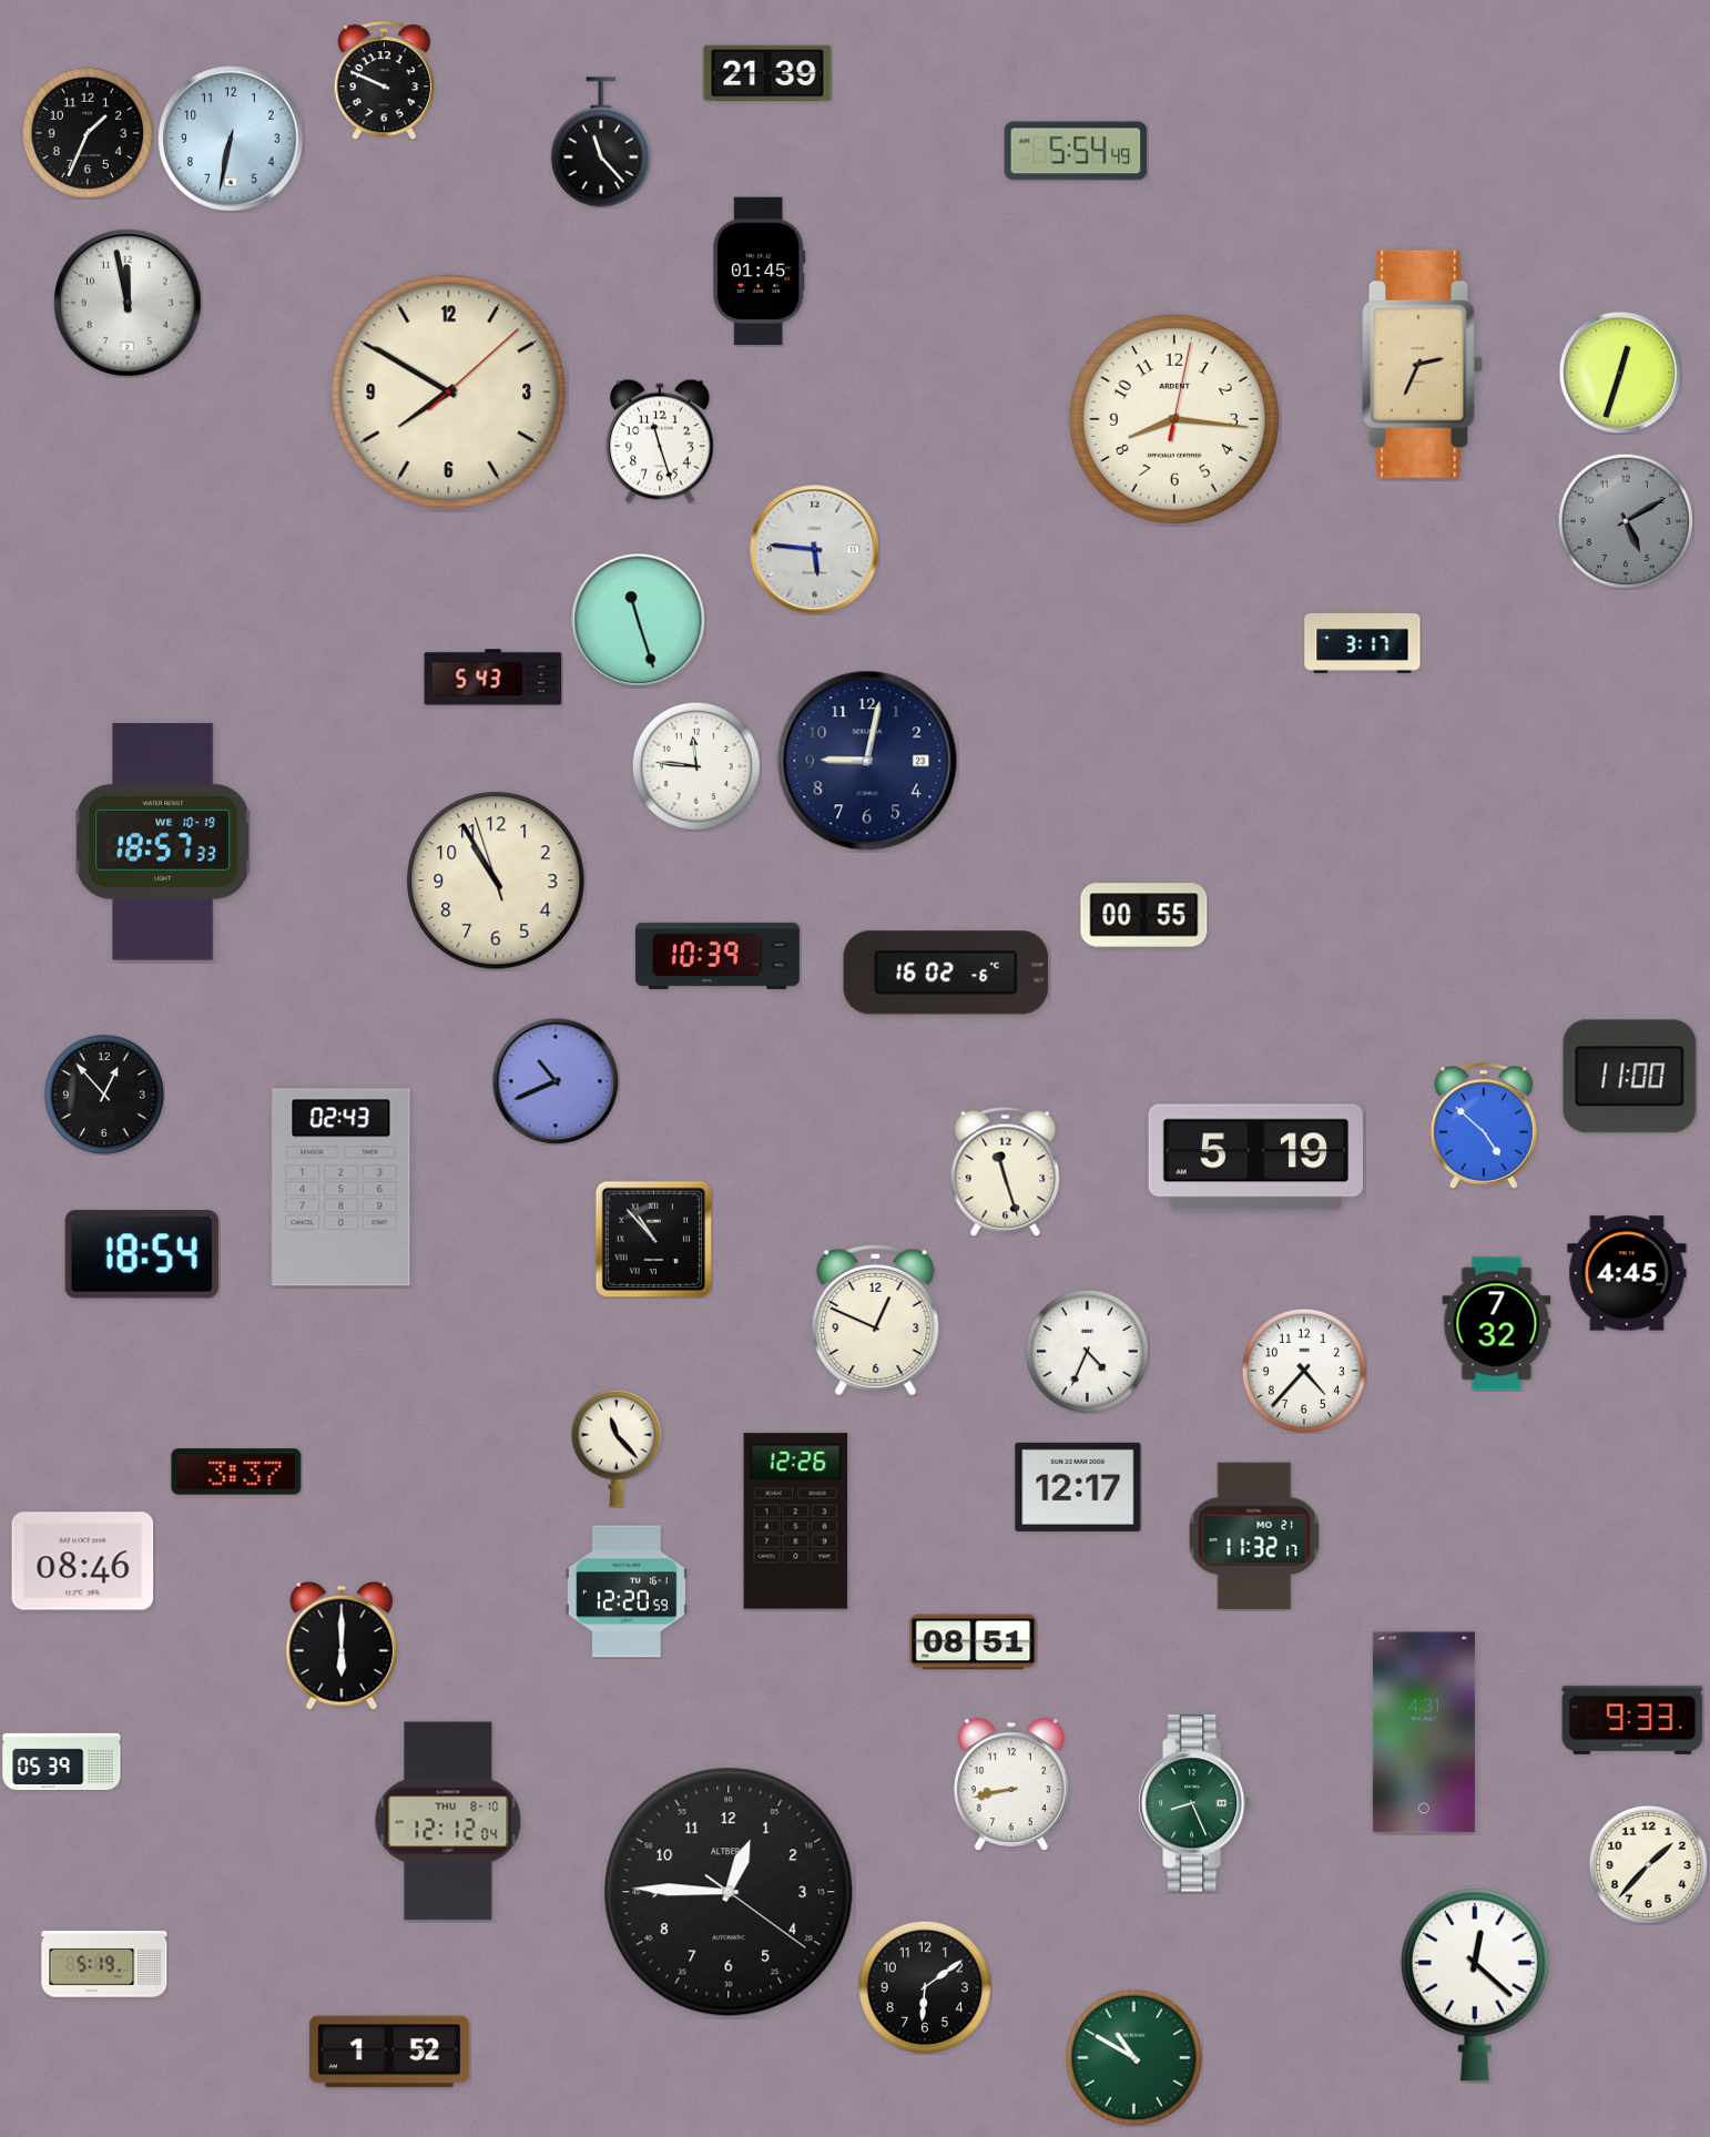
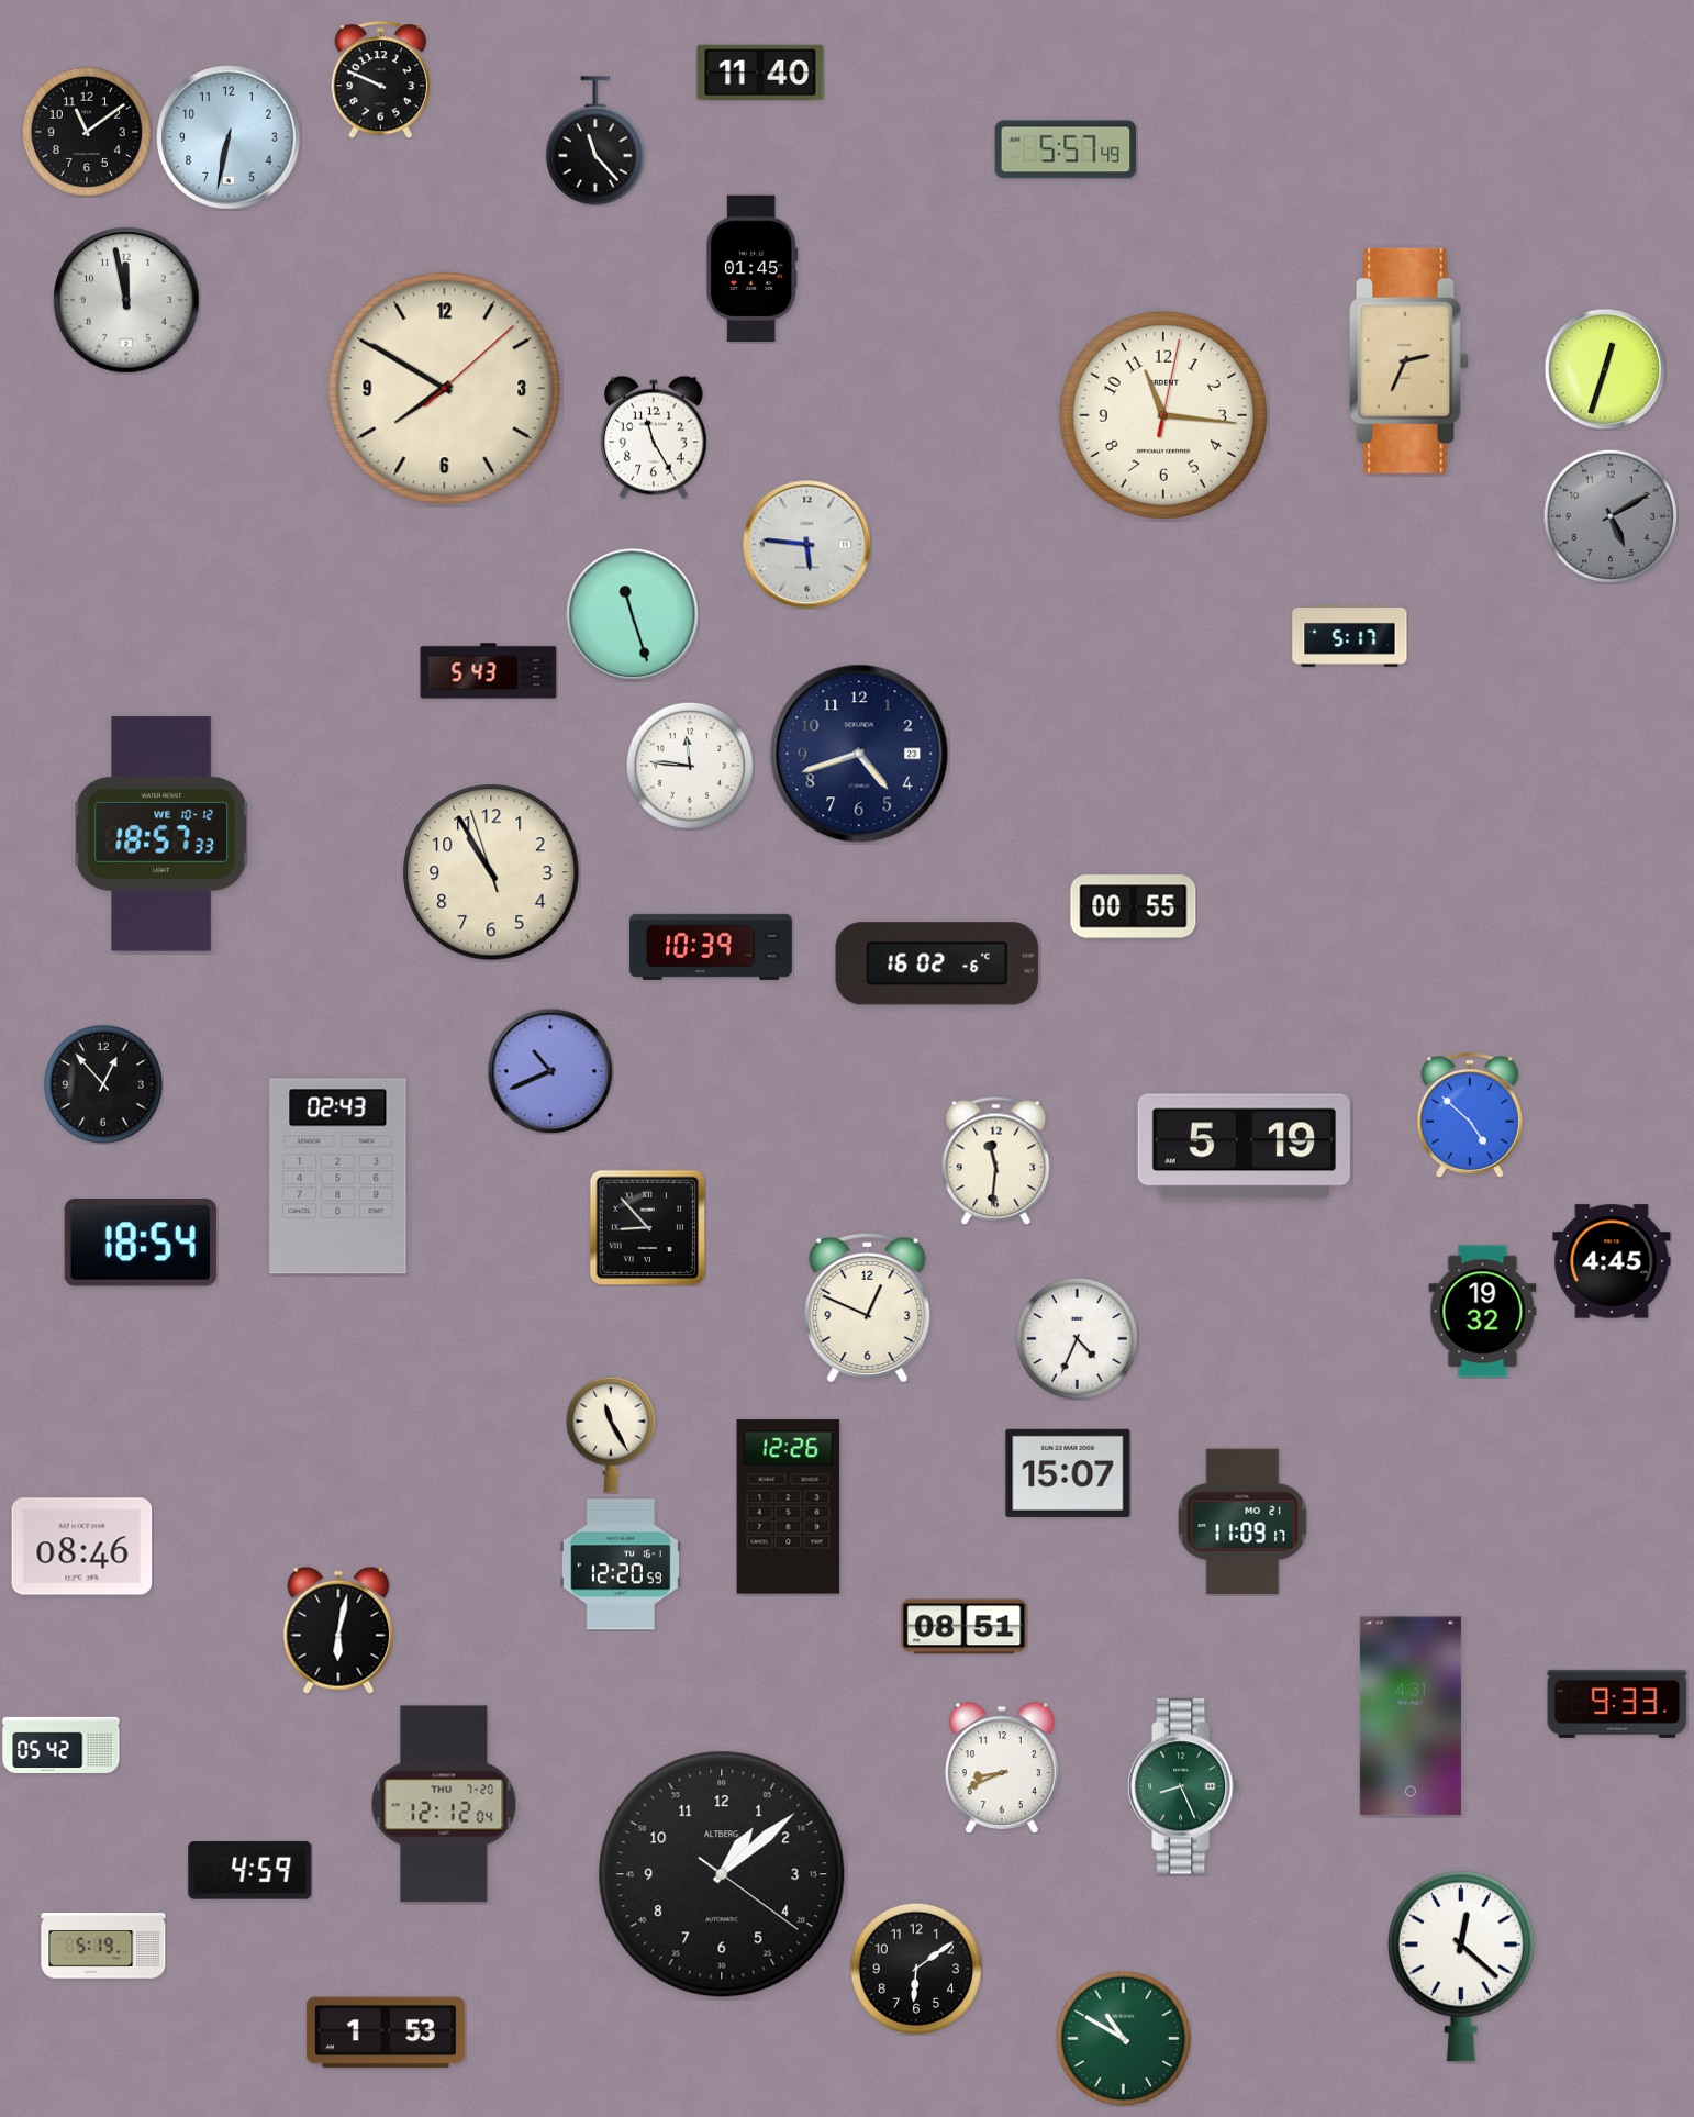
clock at (767, 73): 21:39 -> 11:40
clock at (88, 133): 1:34 -> 11:09
clock at (1076, 151): 5:54 -> 5:57
clock at (1174, 419): 8:16 -> 11:16
clock at (660, 441): 11:27 -> 11:25
clock at (1363, 641): 3:17 -> 5:17
clock at (867, 761): 9:02 -> 4:42
clock at (696, 766) position: (696, 766) -> (690, 766)
clock at (163, 842) date: WE 10-19 -> WE 10-12
clock at (1630, 1077): 11:00 -> none
clock at (1006, 1171): 11:27 -> 11:31
clock at (653, 1239): 10:53 -> 8:53
clock at (1497, 1324): 7:32 -> 19:32
clock at (1304, 1371): 4:37 -> none
clock at (617, 1448): 11:23 -> 11:25
clock at (236, 1472): 3:37 -> none
clock at (1078, 1487): 12:17 -> 15:07
clock at (1254, 1536): 11:32 -> 11:09
clock at (627, 1591) position: (627, 1591) -> (621, 1564)
clock at (342, 1646): 6:00 -> 6:02
clock at (62, 1761): 05:39 -> 05:42
clock at (1011, 1784): 8:43 -> 8:41
clock at (448, 1821) date: THU 8-10 -> THU 7-20
clock at (1648, 1864): 1:37 -> none
clock at (250, 1871): none -> 4:59
clock at (729, 1892): 12:45 -> 1:08
clock at (389, 2052): 1:52 -> 1:53
